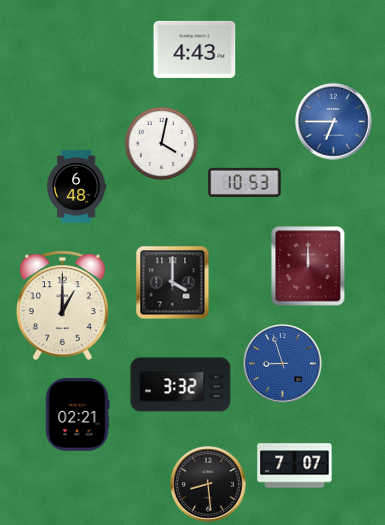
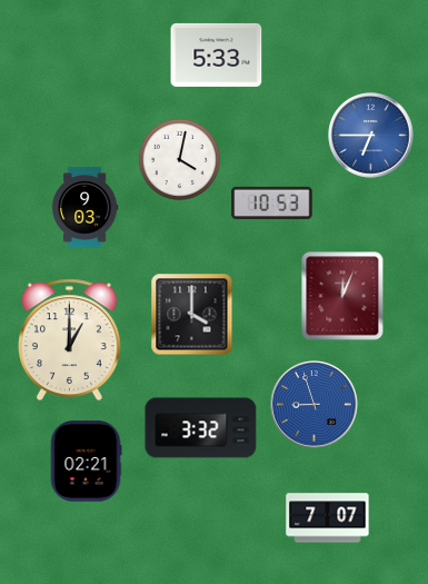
clock at (195, 49): 4:43 -> 5:33
clock at (76, 187): 6:48 -> 9:03
clock at (308, 266): 12:00 -> 12:04
clock at (208, 484): 8:29 -> none
